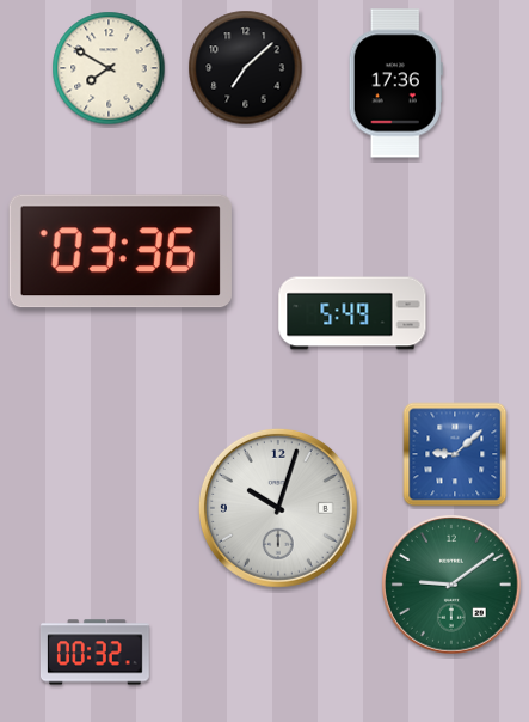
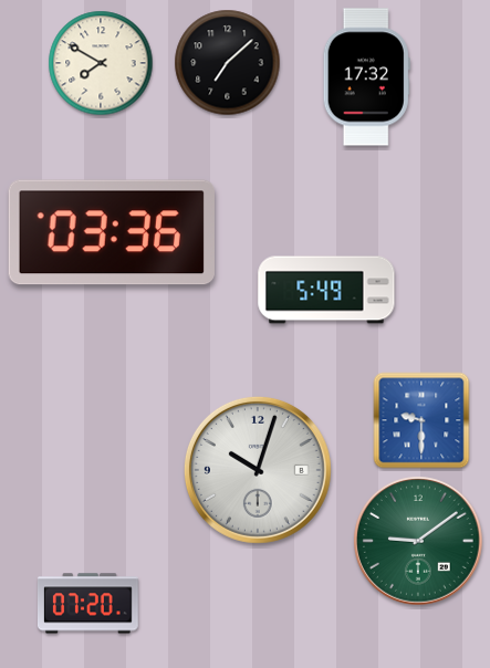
clock at (395, 84): 17:36 -> 17:32
clock at (455, 454): 9:08 -> 9:30
clock at (94, 653): 00:32 -> 07:20
